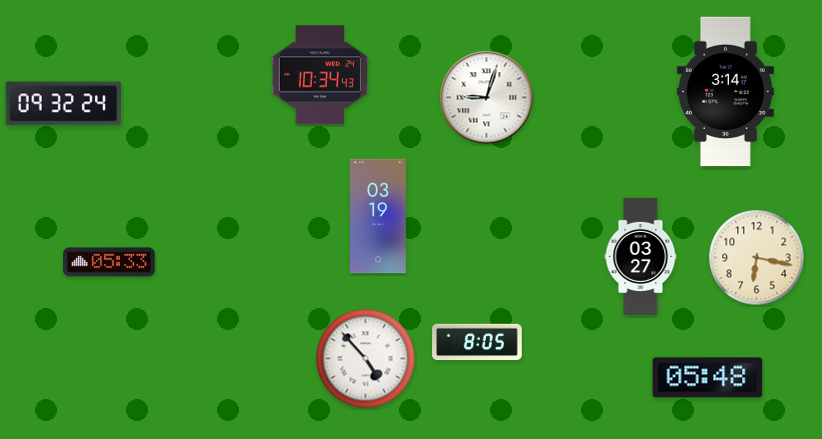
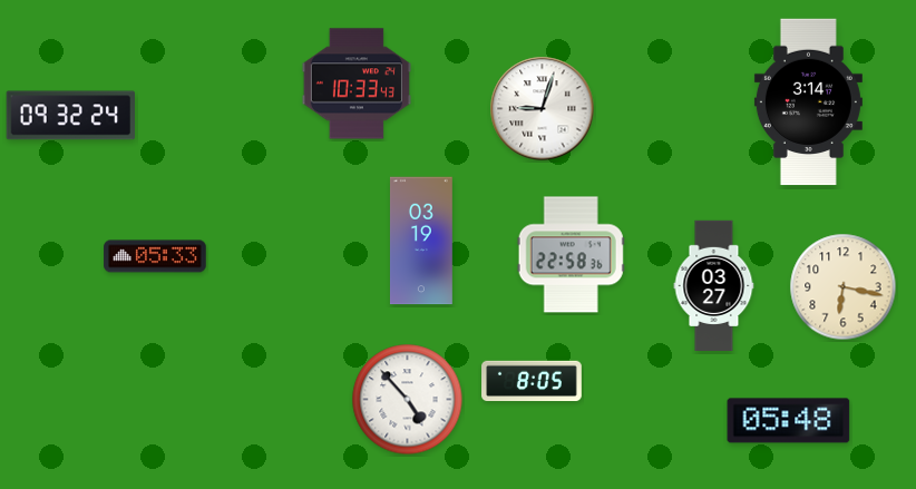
clock at (320, 75): 10:34 -> 10:33
clock at (571, 255): none -> 22:58
clock at (109, 262) position: (109, 262) -> (155, 256)
